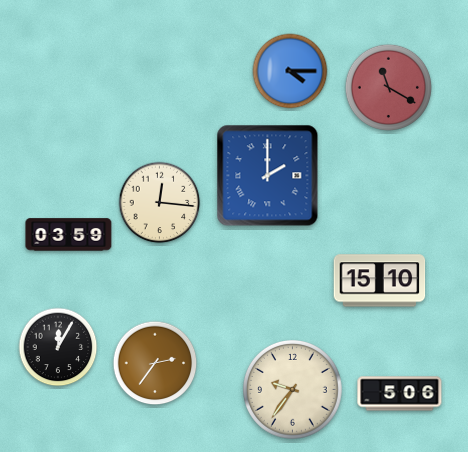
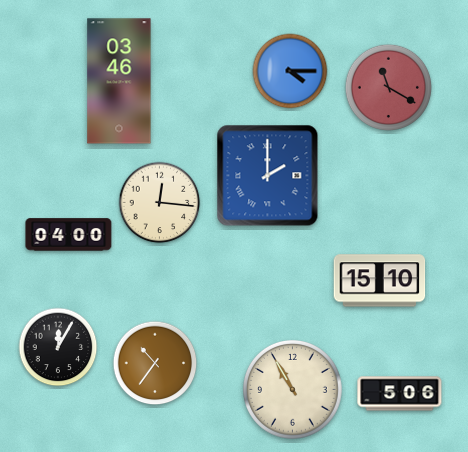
clock at (119, 81): none -> 03:46
clock at (69, 235): 03:59 -> 04:00
clock at (155, 363): 2:36 -> 10:36
clock at (293, 390): 9:36 -> 10:55
